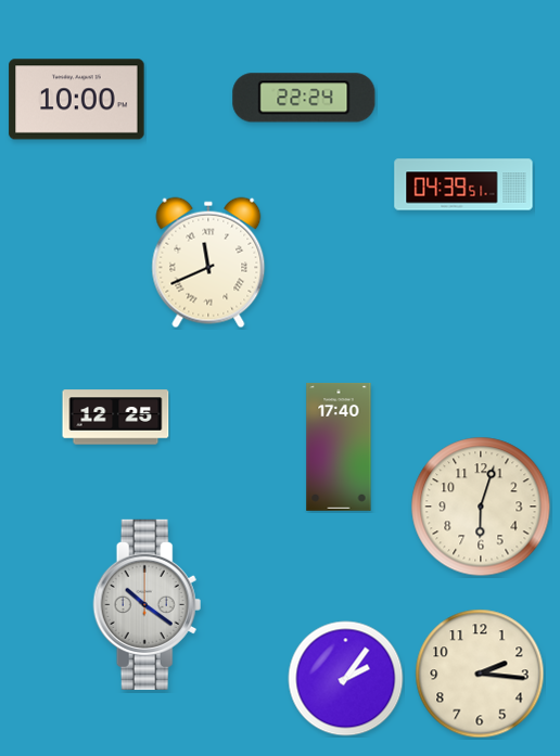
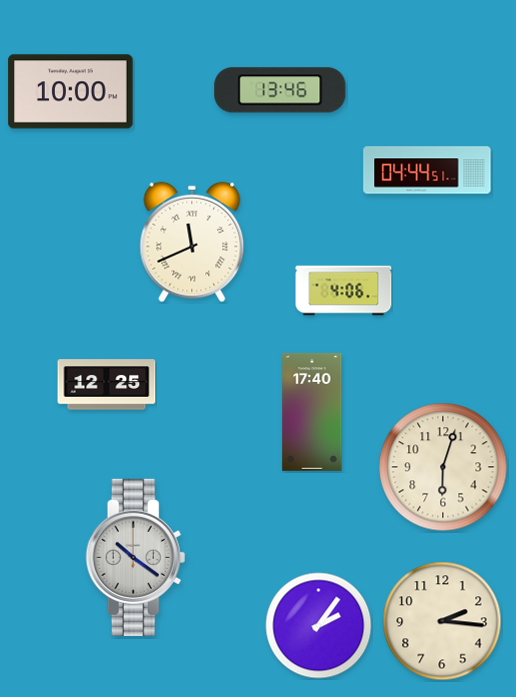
clock at (304, 98): 22:24 -> 13:46
clock at (463, 184): 04:39 -> 04:44
clock at (344, 291): none -> 4:06
